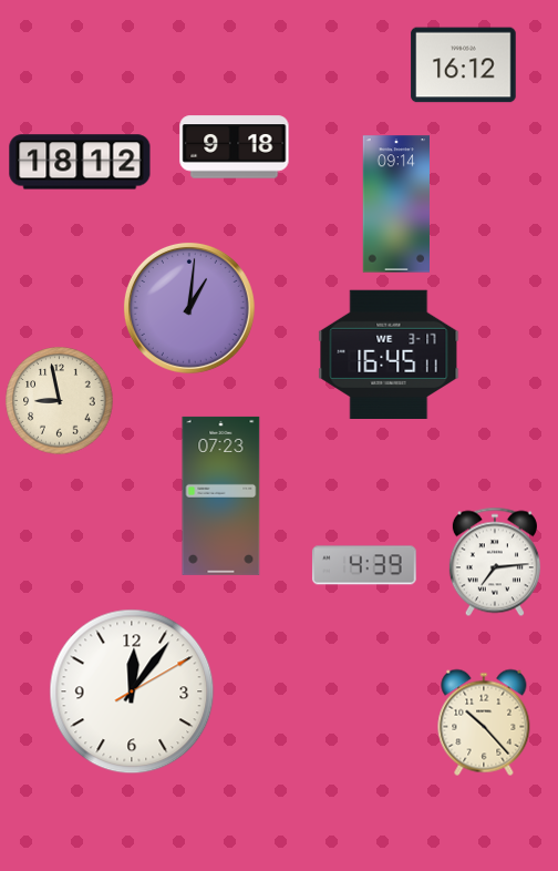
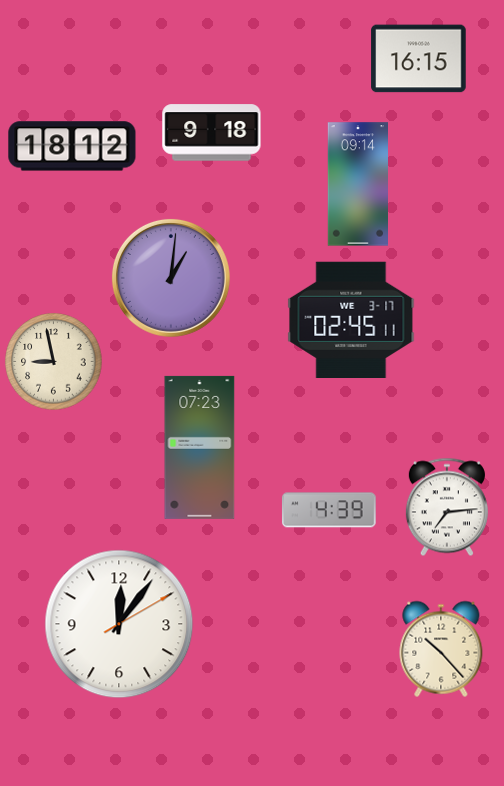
clock at (464, 65): 16:12 -> 16:15
clock at (389, 353): 16:45 -> 02:45
clock at (484, 723) position: (484, 723) -> (441, 649)
